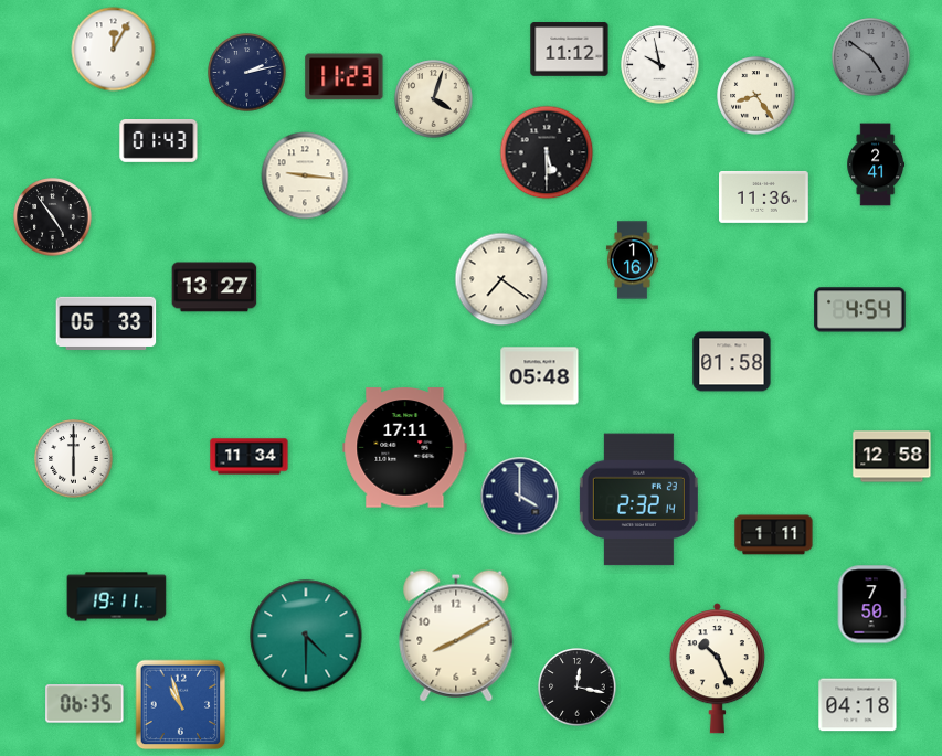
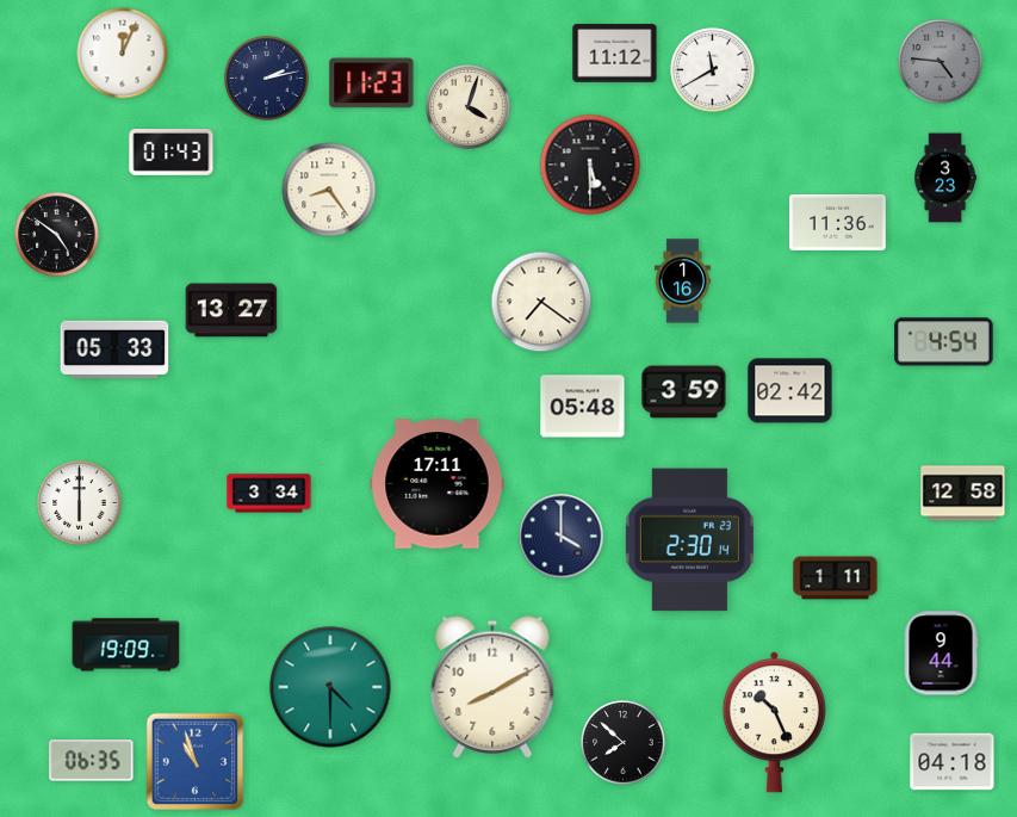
clock at (114, 50): 12:05 -> 12:04
clock at (871, 57): 4:51 -> 4:46
clock at (660, 65): 9:58 -> 11:40
clock at (756, 96): 8:24 -> none
clock at (876, 164): 2:41 -> 3:23
clock at (305, 175): 9:16 -> 8:24
clock at (764, 196) position: (764, 196) -> (838, 222)
clock at (53, 217): 4:54 -> 4:51
clock at (860, 310) position: (860, 310) -> (944, 342)
clock at (732, 362): 01:58 -> 02:42
clock at (684, 392): none -> 3:59
clock at (250, 457): 11:34 -> 3:34
clock at (74, 459) position: (74, 459) -> (80, 503)
clock at (638, 500): 2:32 -> 2:30
clock at (117, 597): 19:11 -> 19:09
clock at (871, 605): 7:50 -> 9:44
clock at (578, 688): 12:17 -> 7:52
clock at (858, 705) position: (858, 705) -> (953, 762)
